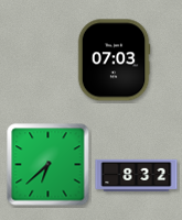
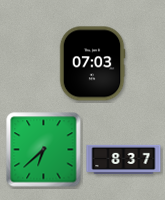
clock at (114, 61) position: (114, 61) -> (92, 64)
clock at (137, 175): 8:32 -> 8:37
